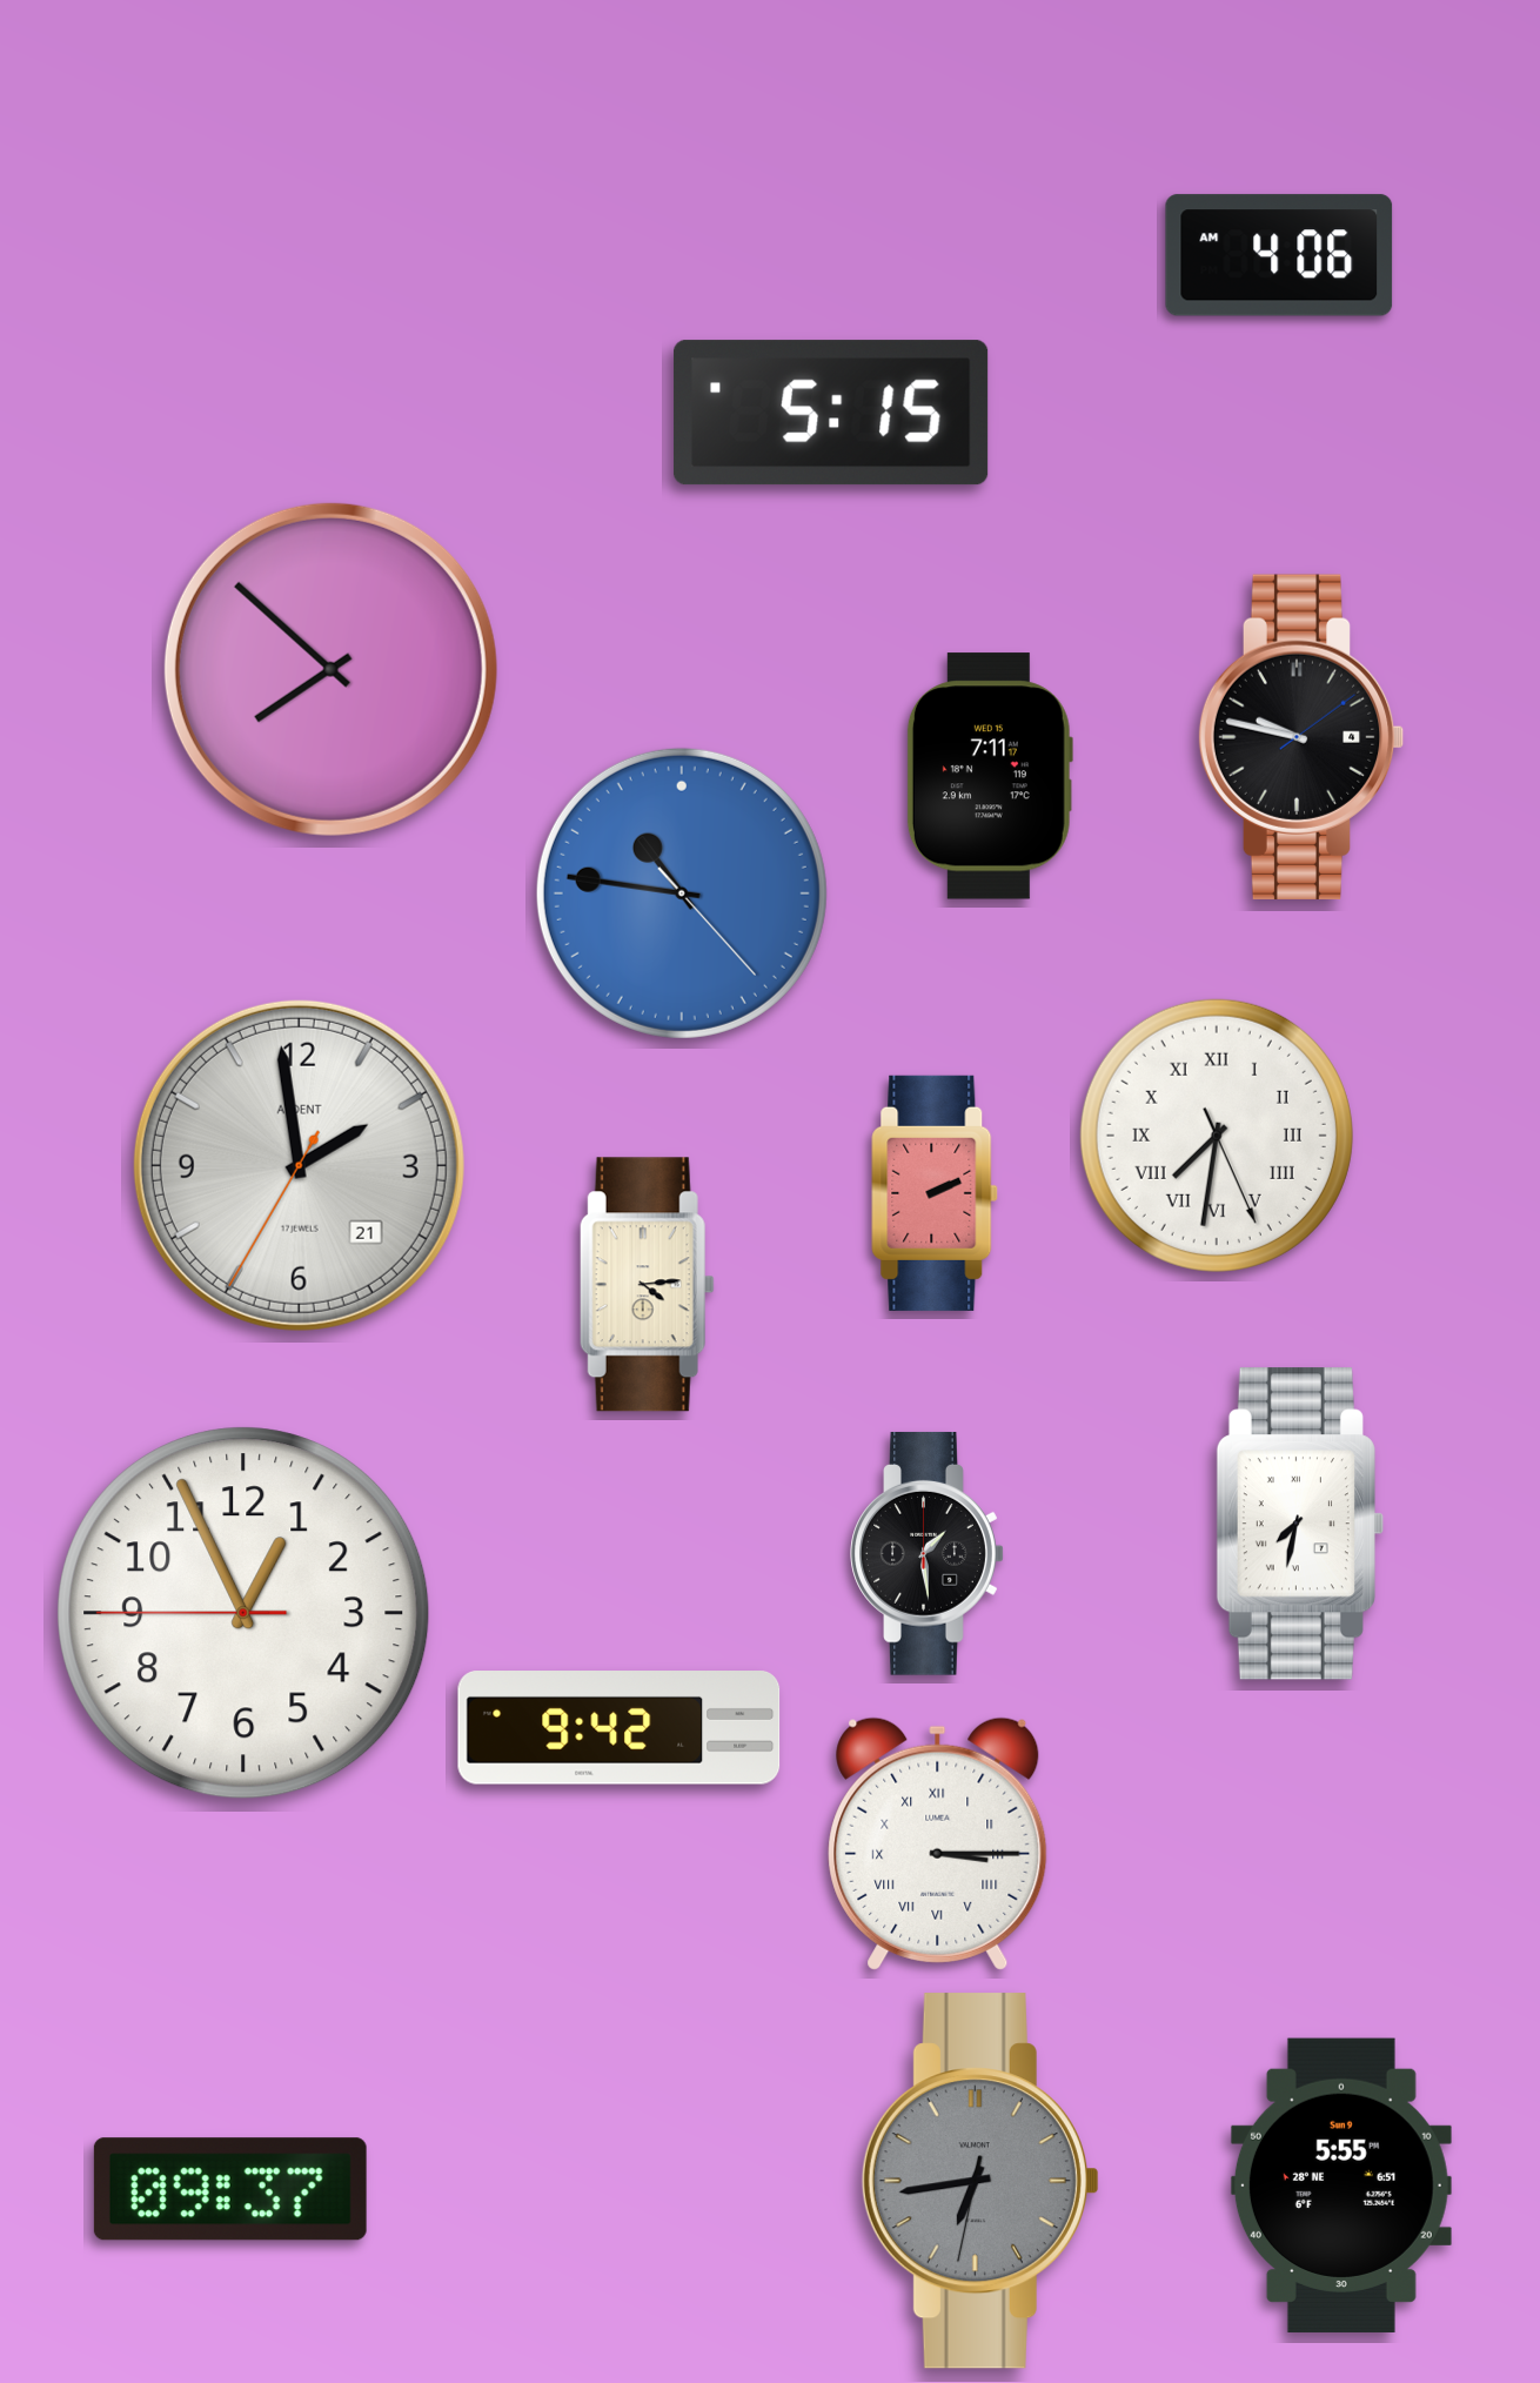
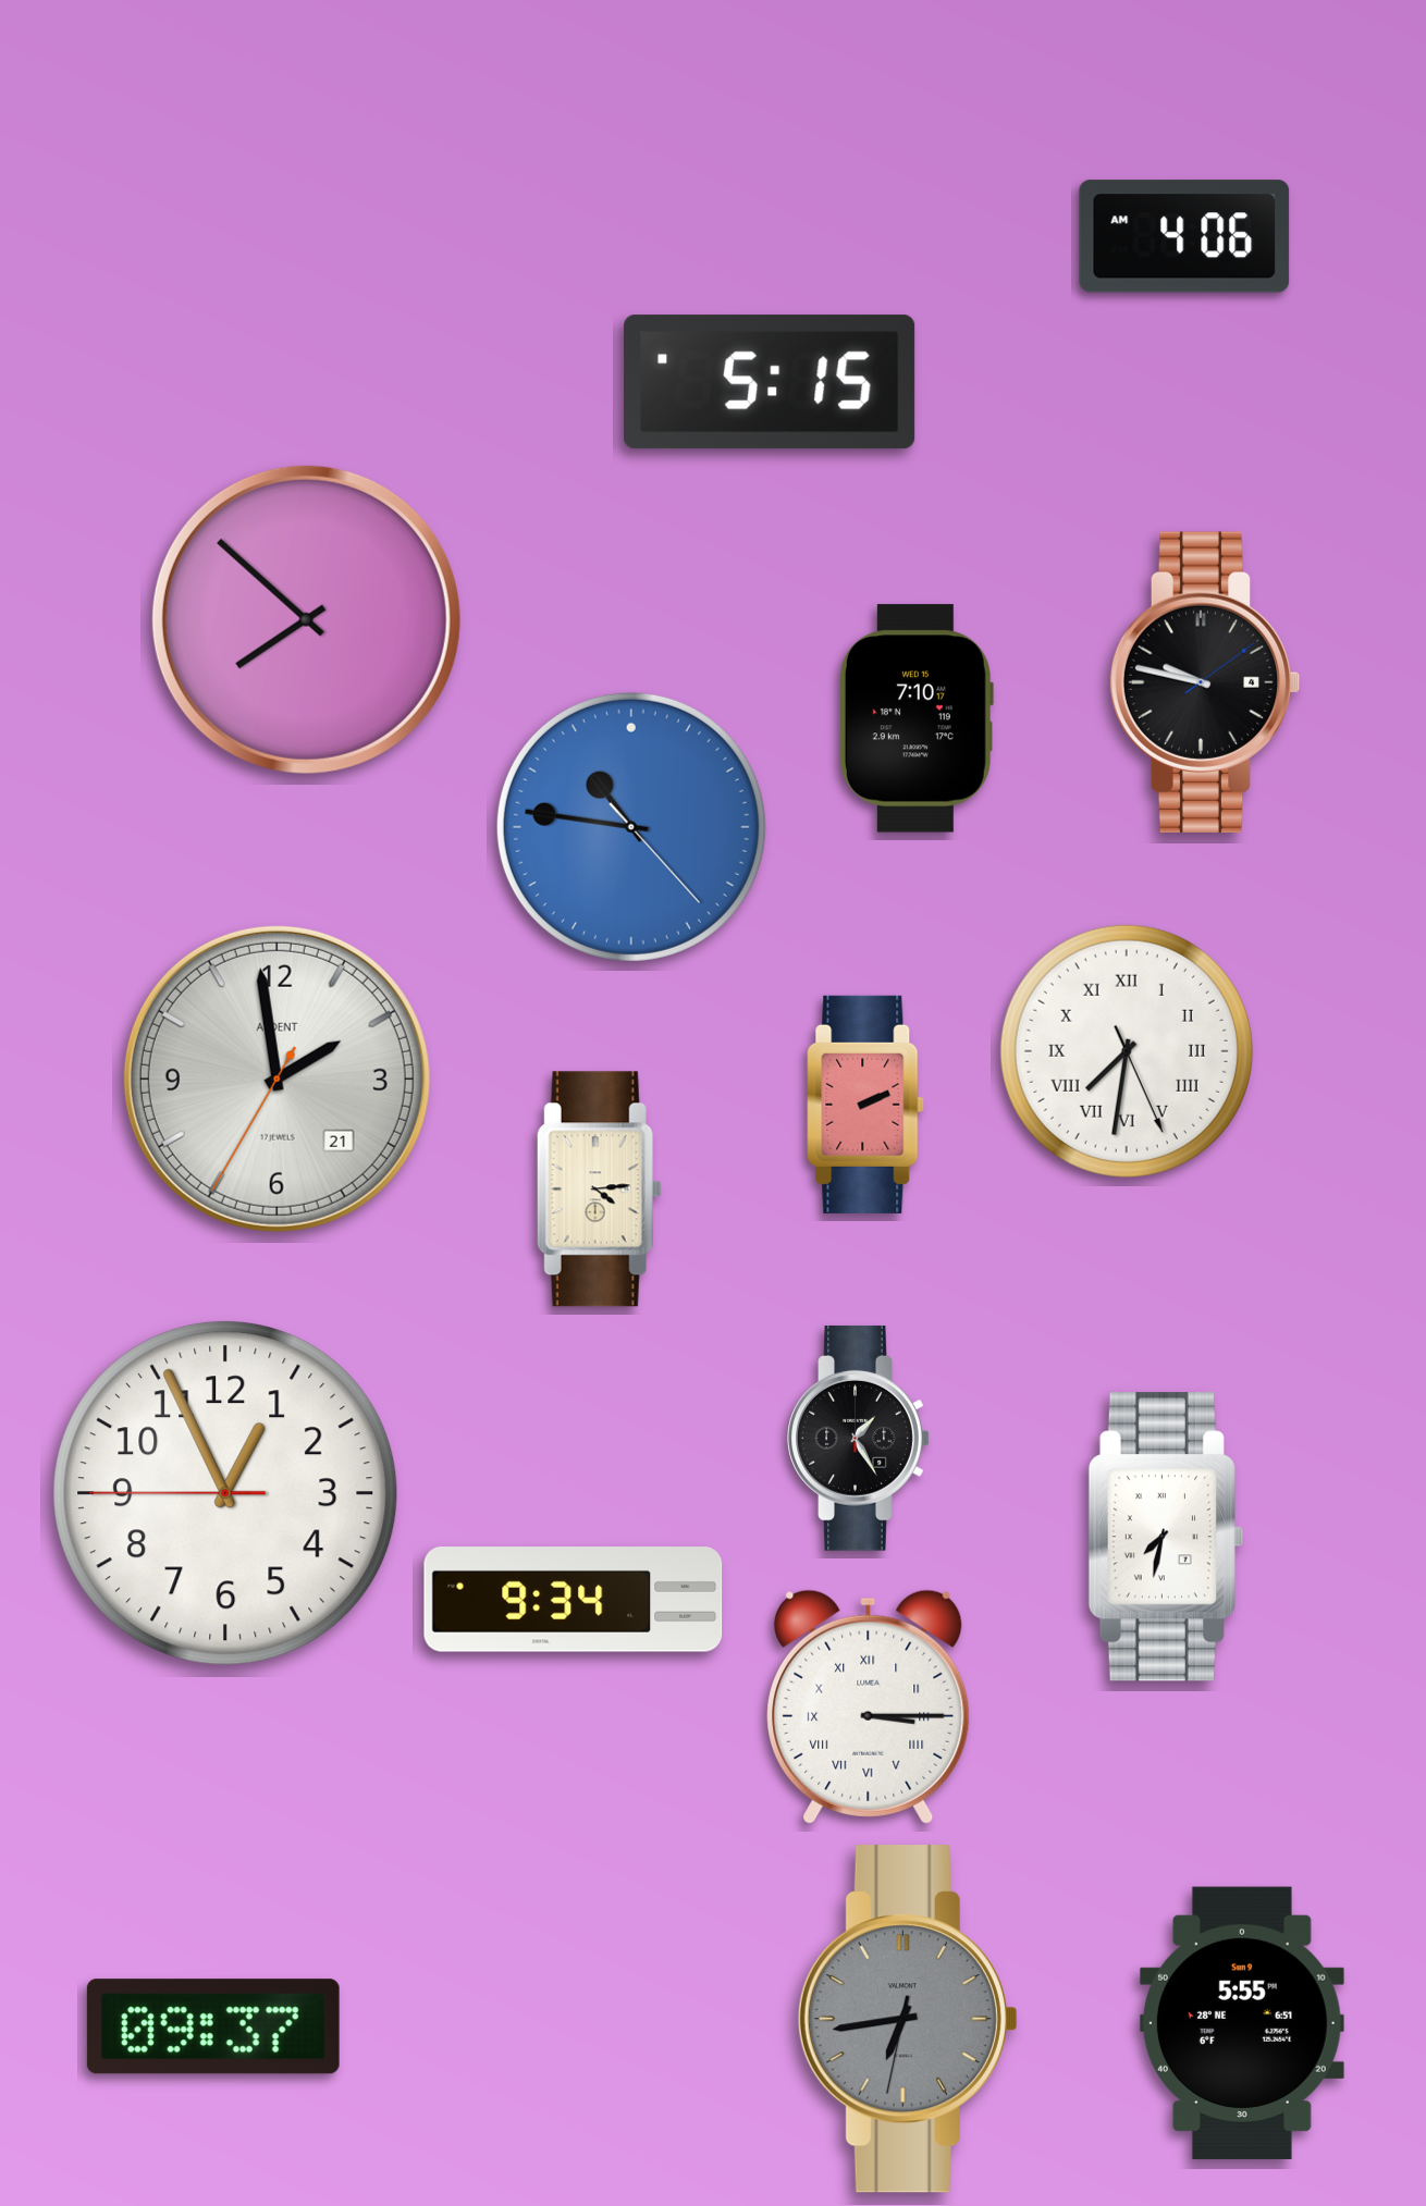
clock at (990, 776): 7:11 -> 7:10
clock at (1300, 1524) position: (1300, 1524) -> (1166, 1537)
clock at (928, 1554): 1:29 -> 1:25
clock at (620, 1728): 9:42 -> 9:34
